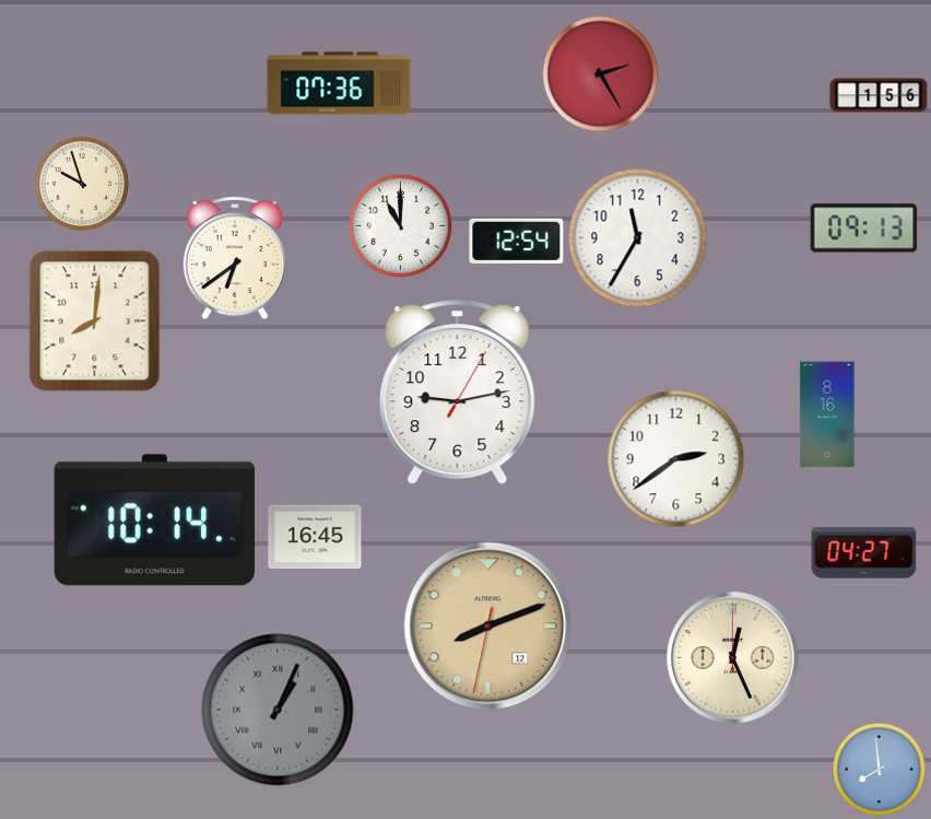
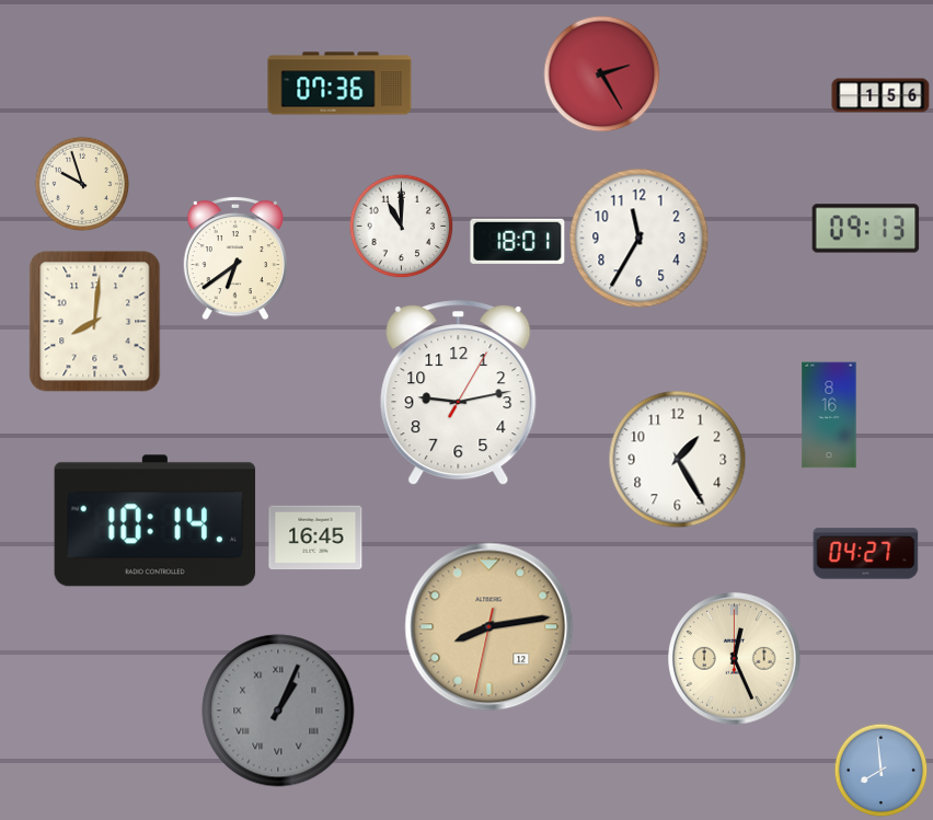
clock at (517, 241): 12:54 -> 18:01
clock at (676, 459): 2:39 -> 1:25
clock at (488, 627): 8:11 -> 8:13
